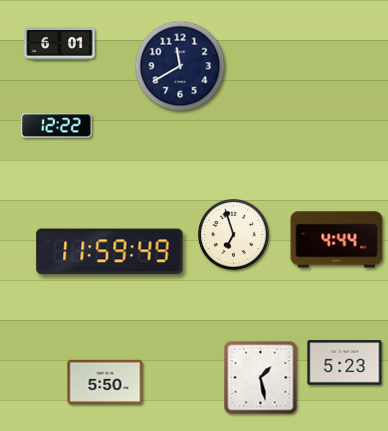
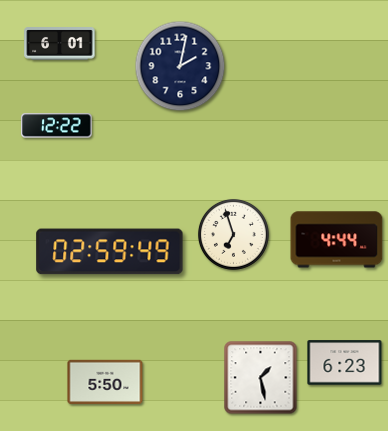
clock at (180, 66): 11:40 -> 2:02
clock at (110, 252): 11:59 -> 02:59
clock at (345, 363): 5:23 -> 6:23
